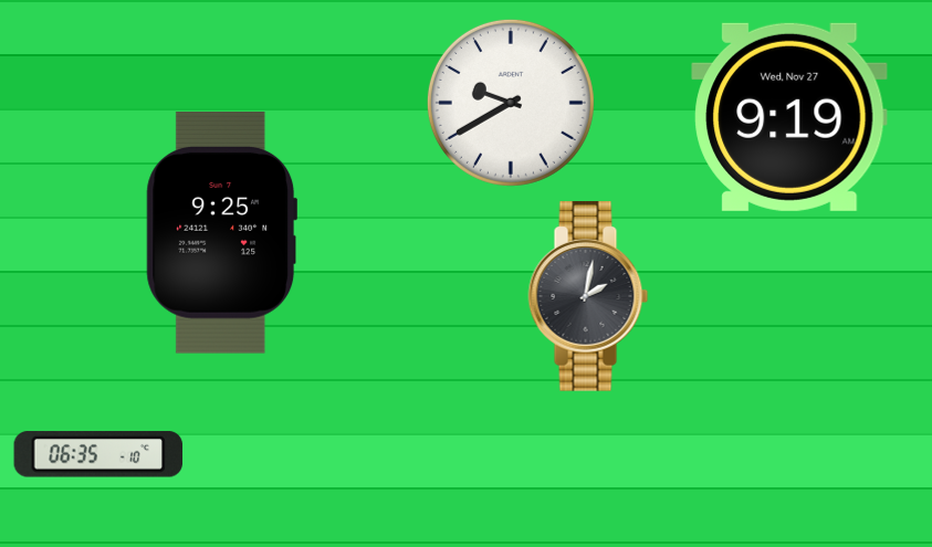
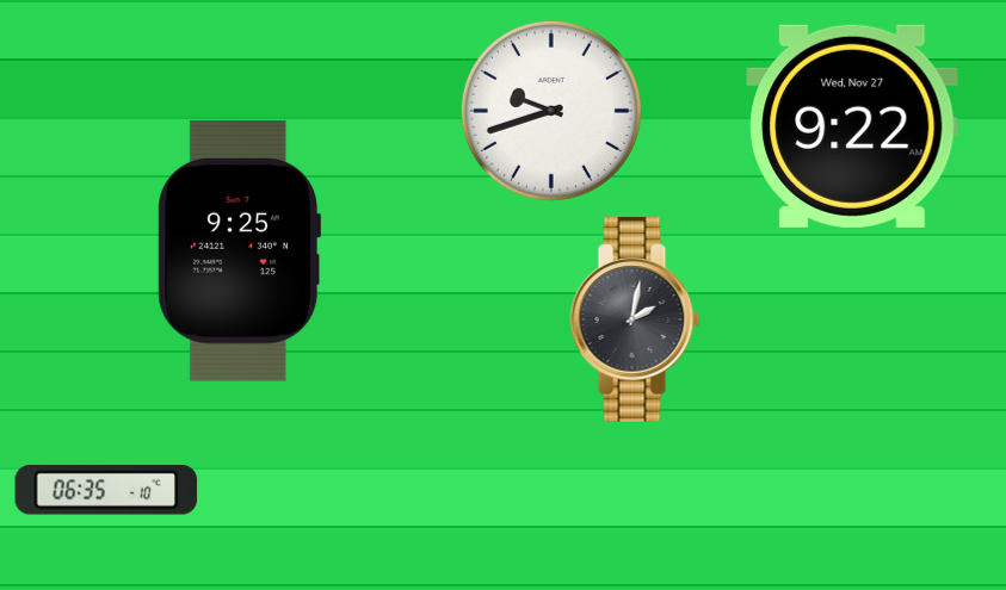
clock at (511, 103): 9:40 -> 9:42
clock at (789, 117): 9:19 -> 9:22
